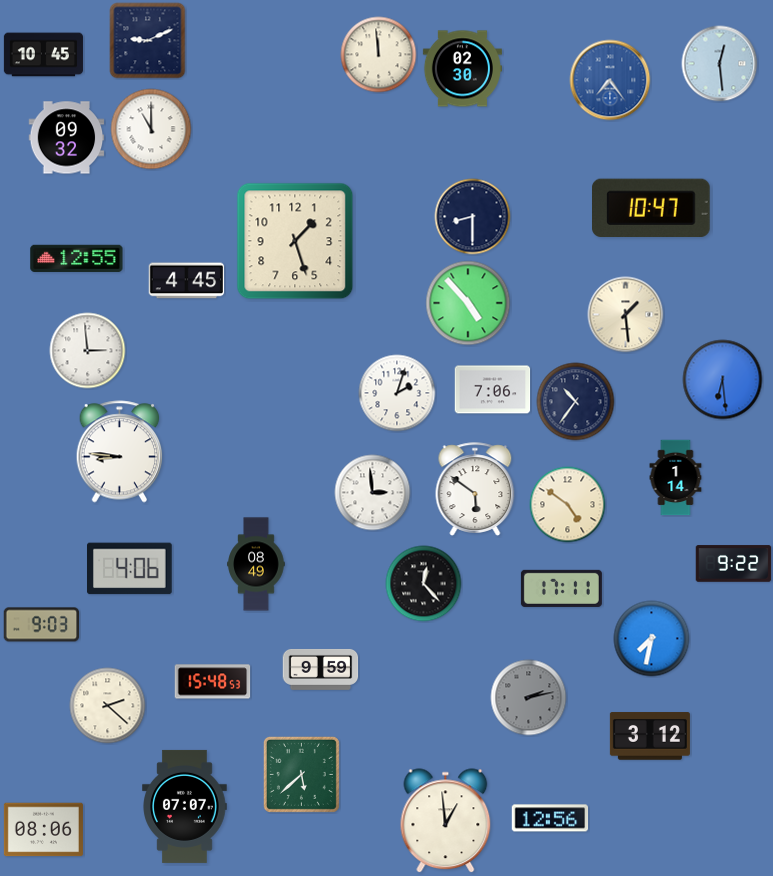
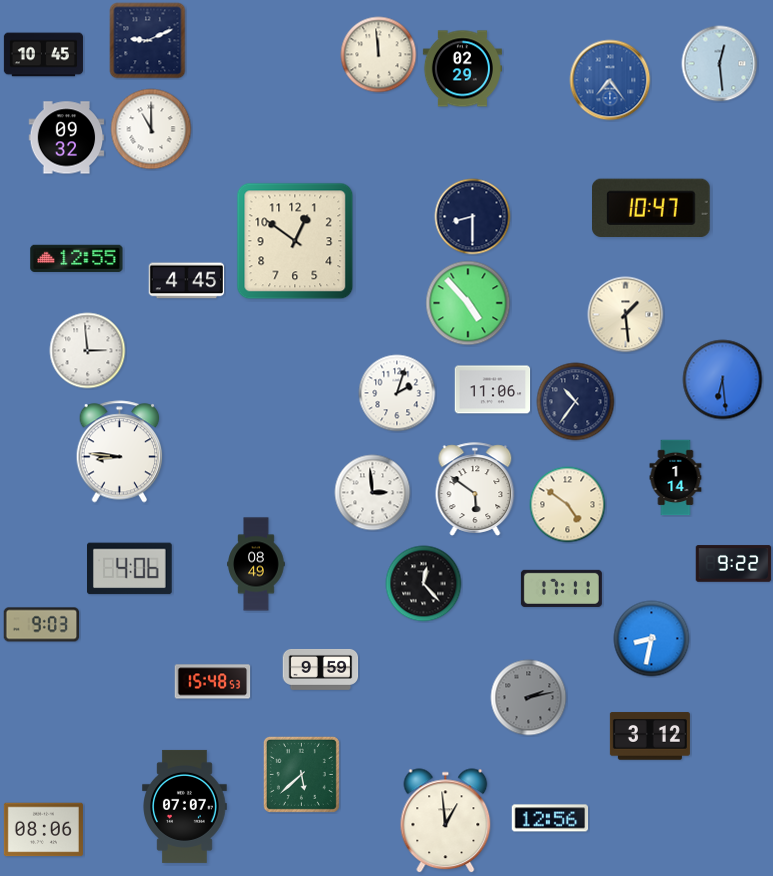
clock at (462, 69): 02:30 -> 02:29
clock at (295, 241): 1:27 -> 12:51
clock at (493, 390): 7:06 -> 11:06
clock at (652, 639): 7:32 -> 8:32
clock at (108, 706): 2:22 -> none
